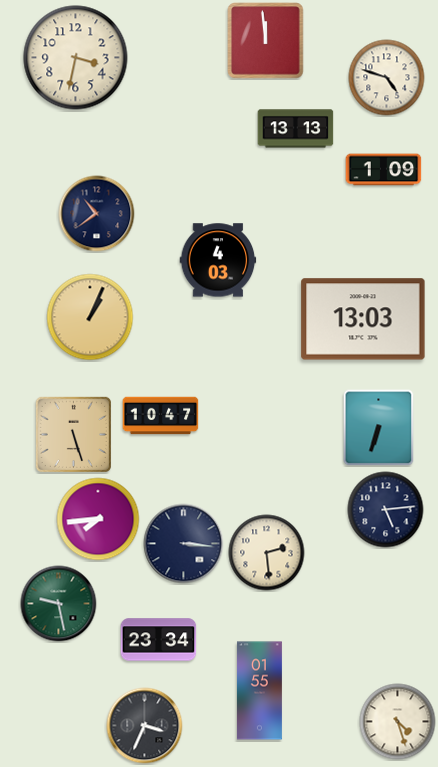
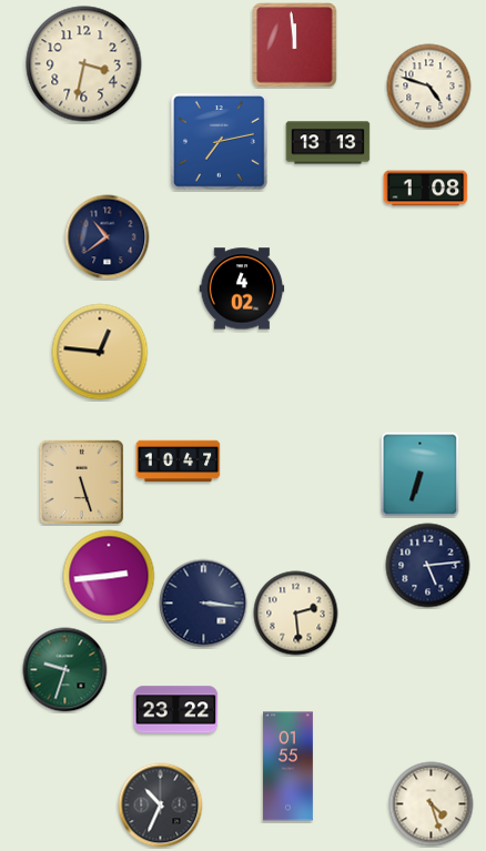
clock at (220, 142): none -> 7:13
clock at (384, 170): 1:09 -> 1:08
clock at (218, 260): 4:03 -> 4:02
clock at (90, 317): 1:04 -> 12:46
clock at (363, 319): 13:03 -> none
clock at (98, 519): 7:44 -> 2:44
clock at (59, 604): 9:28 -> 9:33
clock at (159, 640): 23:34 -> 23:22
clock at (398, 722) position: (398, 722) -> (432, 804)
clock at (145, 726): 3:34 -> 10:34
